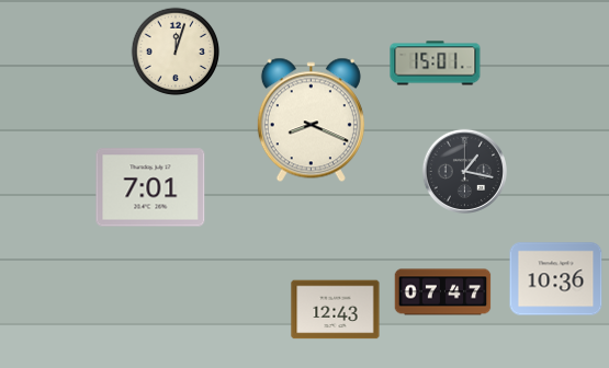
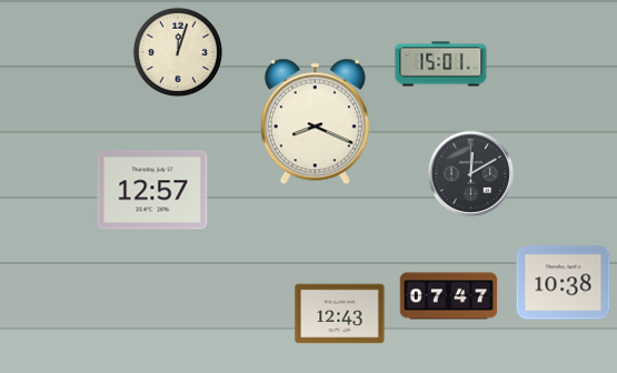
clock at (464, 171): 1:17 -> 12:10
clock at (150, 187): 7:01 -> 12:57
clock at (556, 279): 10:36 -> 10:38
